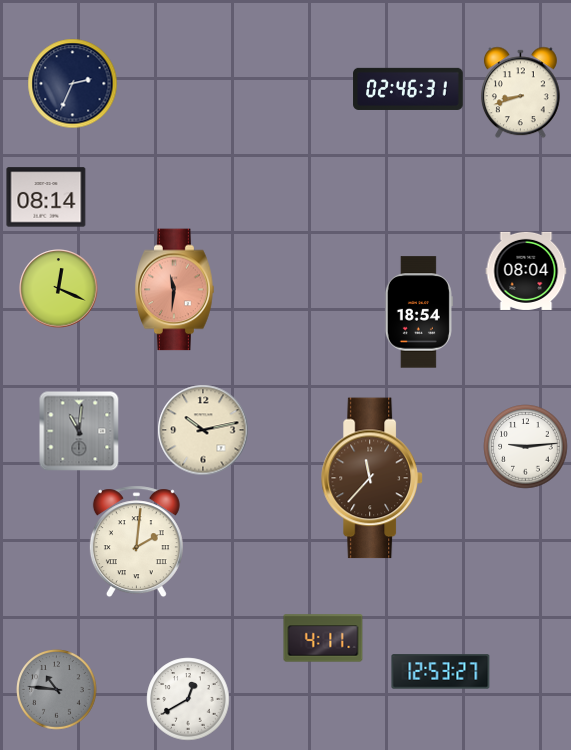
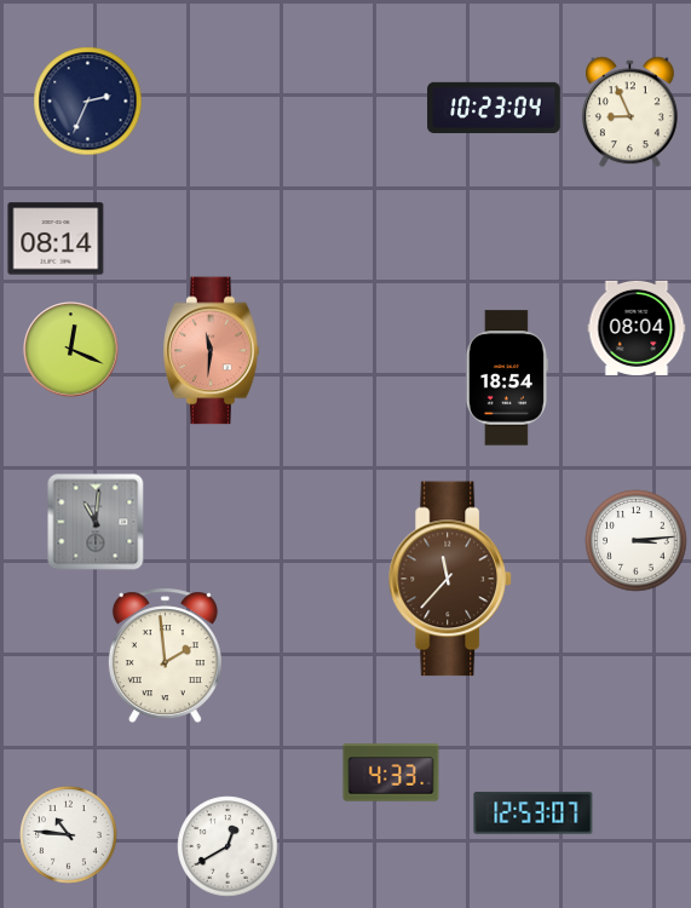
clock at (408, 89): 02:46 -> 10:23
clock at (520, 93): 8:42 -> 8:56
clock at (203, 430): 10:13 -> none
clock at (526, 447): 9:14 -> 3:14
clock at (136, 542): 2:01 -> 1:59
clock at (323, 638): 4:11 -> 4:33
clock at (441, 672): 12:53:27 -> 12:53:07
clock at (57, 690) dial: grey -> white
